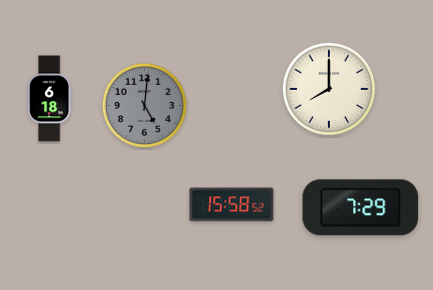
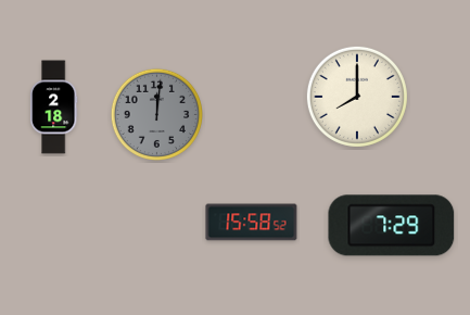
clock at (49, 99): 6:18 -> 2:18
clock at (144, 105): 5:01 -> 12:01
